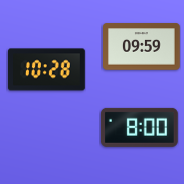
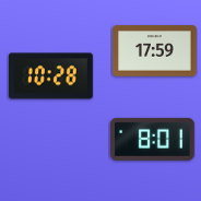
clock at (142, 47): 09:59 -> 17:59
clock at (139, 127): 8:00 -> 8:01
